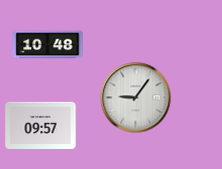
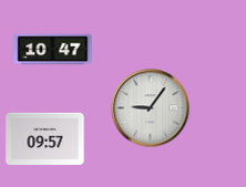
clock at (48, 45): 10:48 -> 10:47
